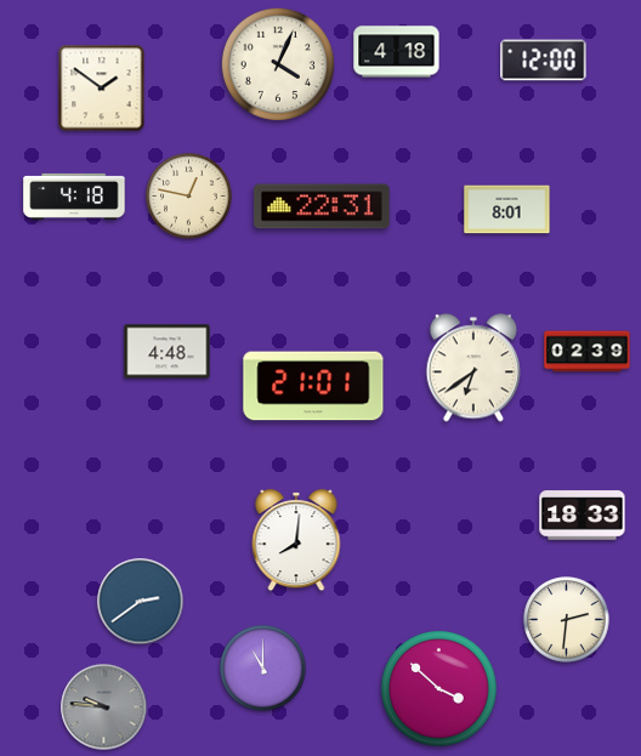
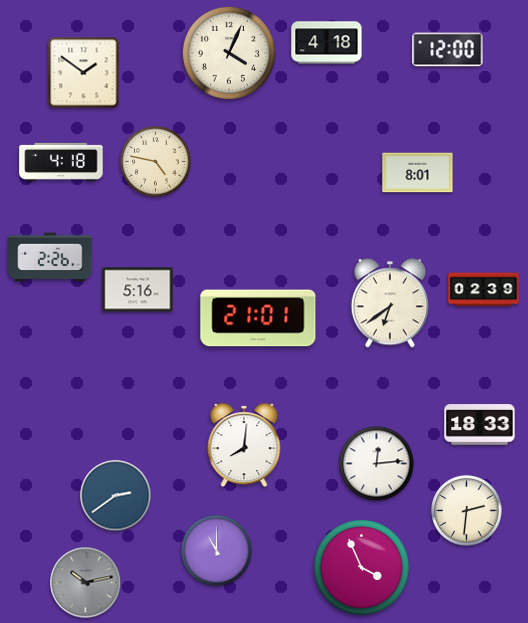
clock at (189, 197): 12:47 -> 4:47
clock at (322, 206): 22:31 -> none
clock at (50, 257): none -> 2:26
clock at (168, 352): 4:48 -> 5:16
clock at (377, 464): none -> 12:14
clock at (438, 688): 3:52 -> 3:56
clock at (104, 707): 9:46 -> 10:13
